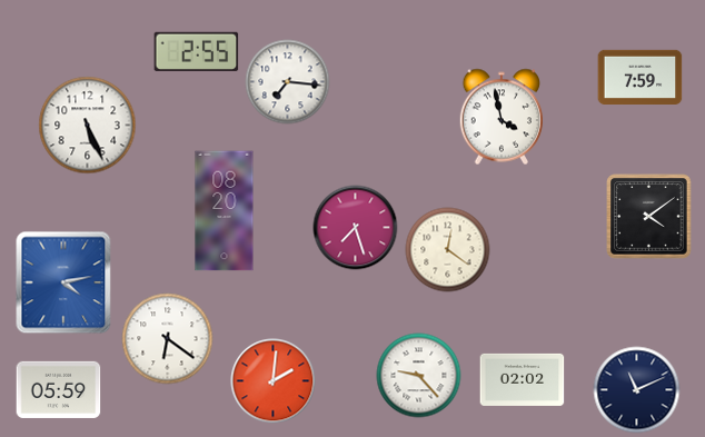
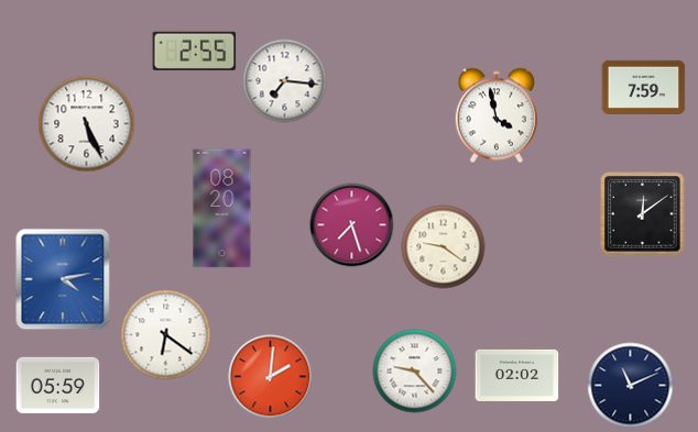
clock at (641, 77) position: (641, 77) -> (644, 87)
clock at (649, 217): 4:09 -> 12:09
clock at (448, 250): 12:21 -> 9:21
